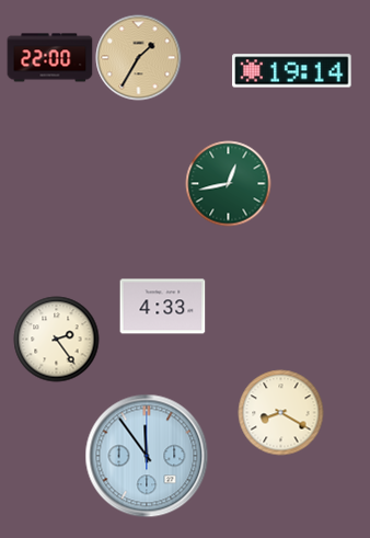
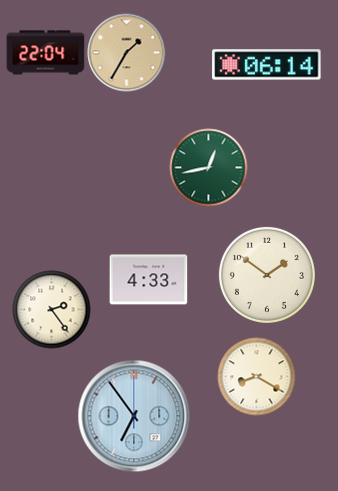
clock at (49, 58): 22:00 -> 22:04
clock at (292, 71): 19:14 -> 06:14
clock at (267, 275): none -> 1:51
clock at (147, 456): 11:54 -> 6:54
